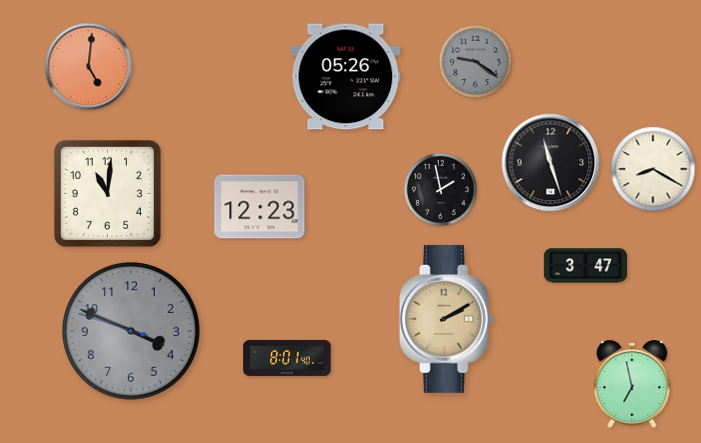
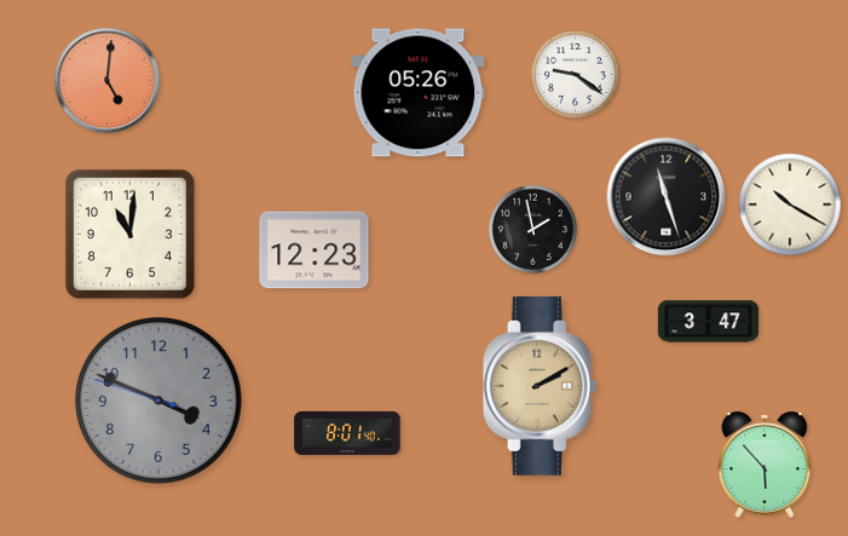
clock at (475, 61) dial: grey -> white
clock at (653, 169): 8:20 -> 10:20
clock at (632, 384): 6:58 -> 5:53
